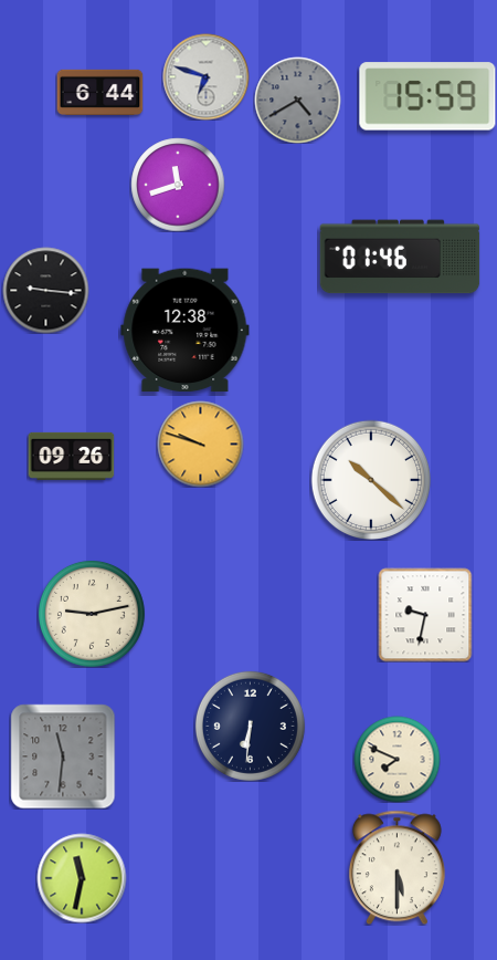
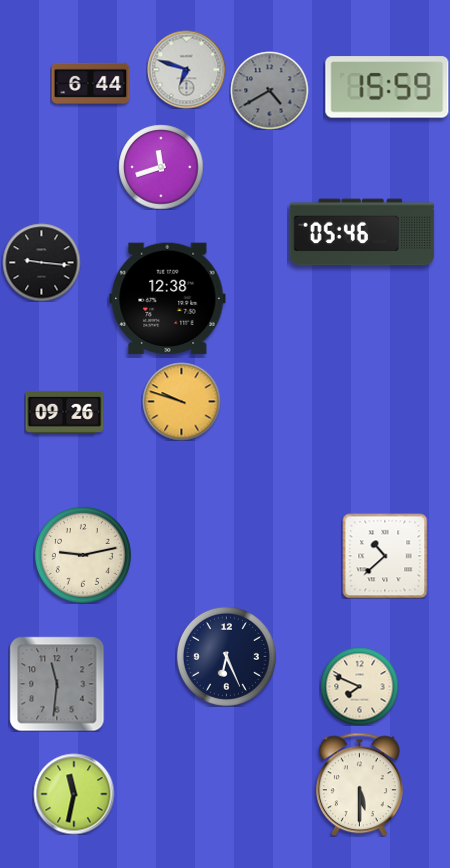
clock at (400, 257): 01:46 -> 05:46
clock at (370, 479): 10:22 -> none
clock at (425, 615): 9:32 -> 10:38
clock at (250, 726): 6:31 -> 6:26
